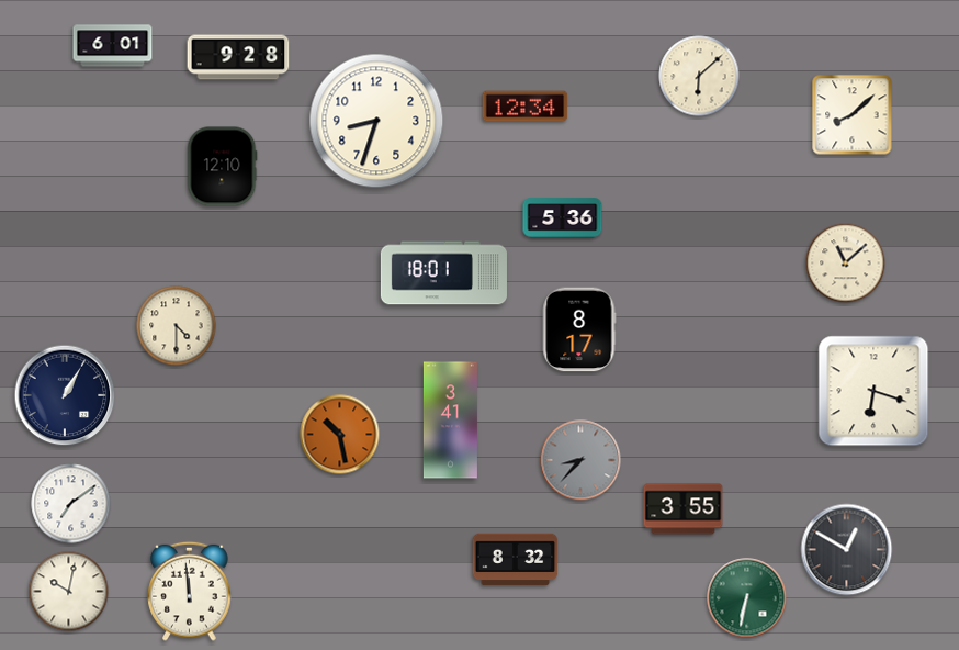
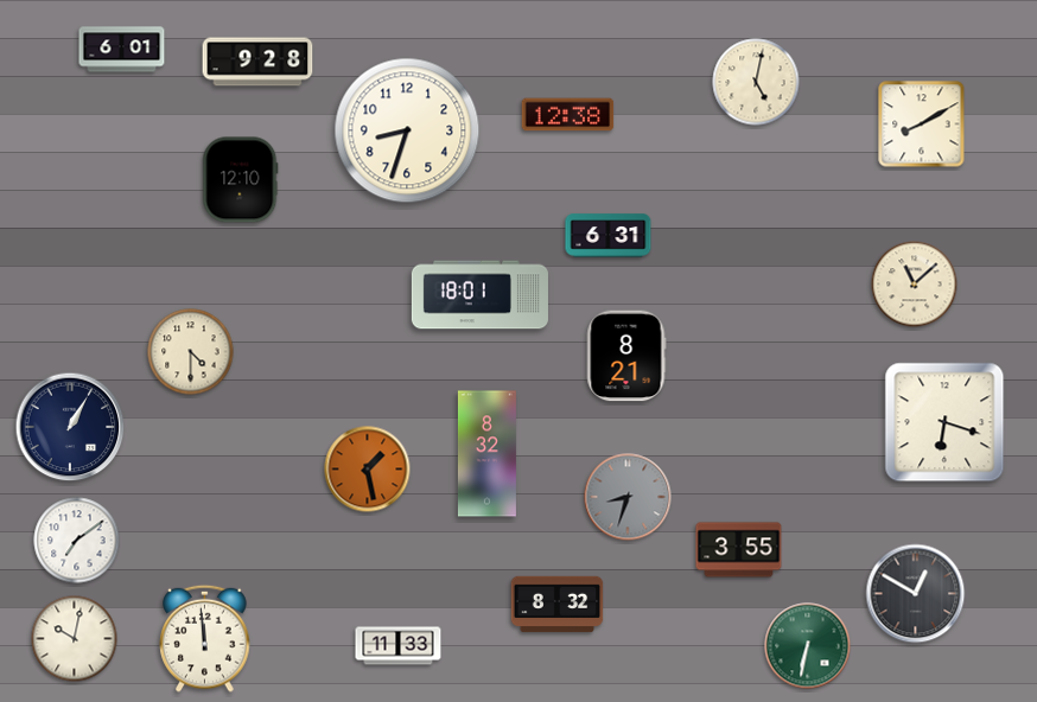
clock at (699, 76): 6:08 -> 5:02
clock at (526, 107): 12:34 -> 12:38
clock at (853, 115): 8:08 -> 8:10
clock at (563, 218): 5:36 -> 6:31
clock at (579, 329): 8:17 -> 8:21
clock at (450, 421): 3:41 -> 8:32
clock at (340, 435): 10:28 -> 1:28
clock at (580, 460): 8:37 -> 8:33
clock at (71, 504) position: (71, 504) -> (77, 541)
clock at (399, 646): none -> 11:33
